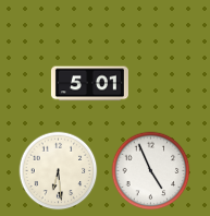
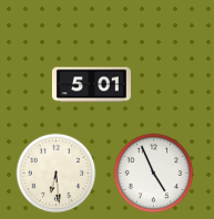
clock at (59, 171) position: (59, 171) -> (57, 174)
